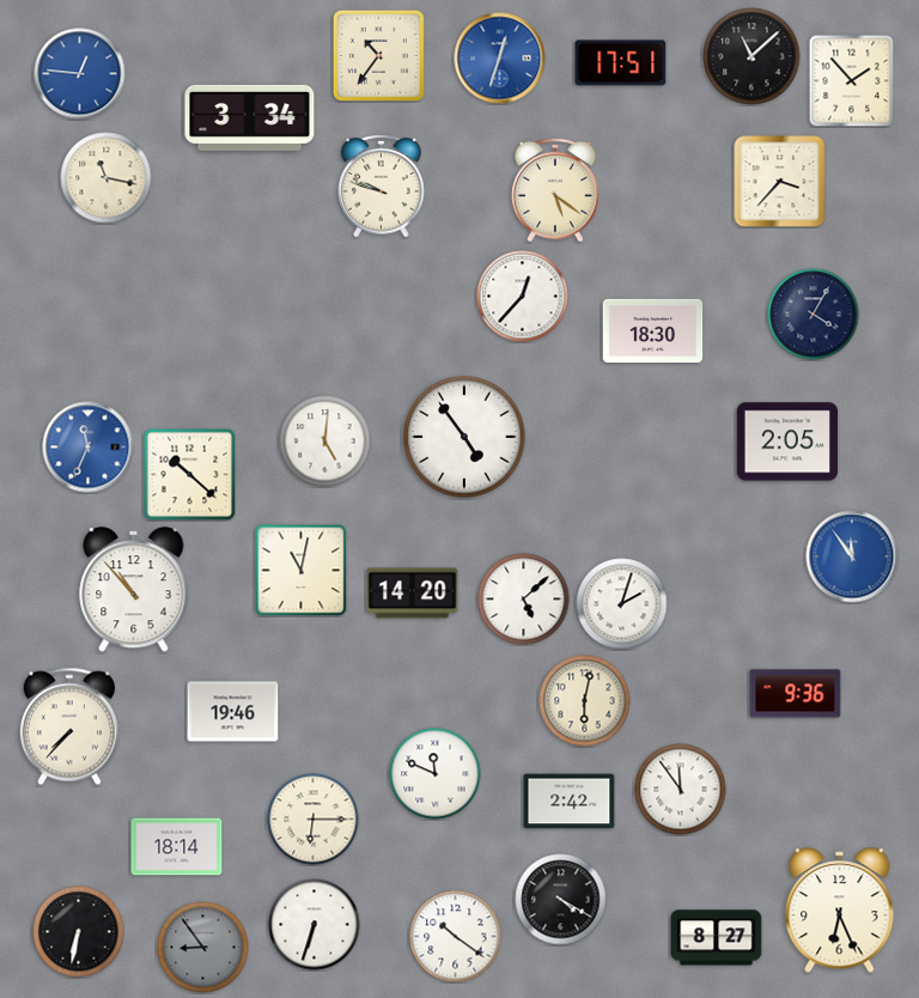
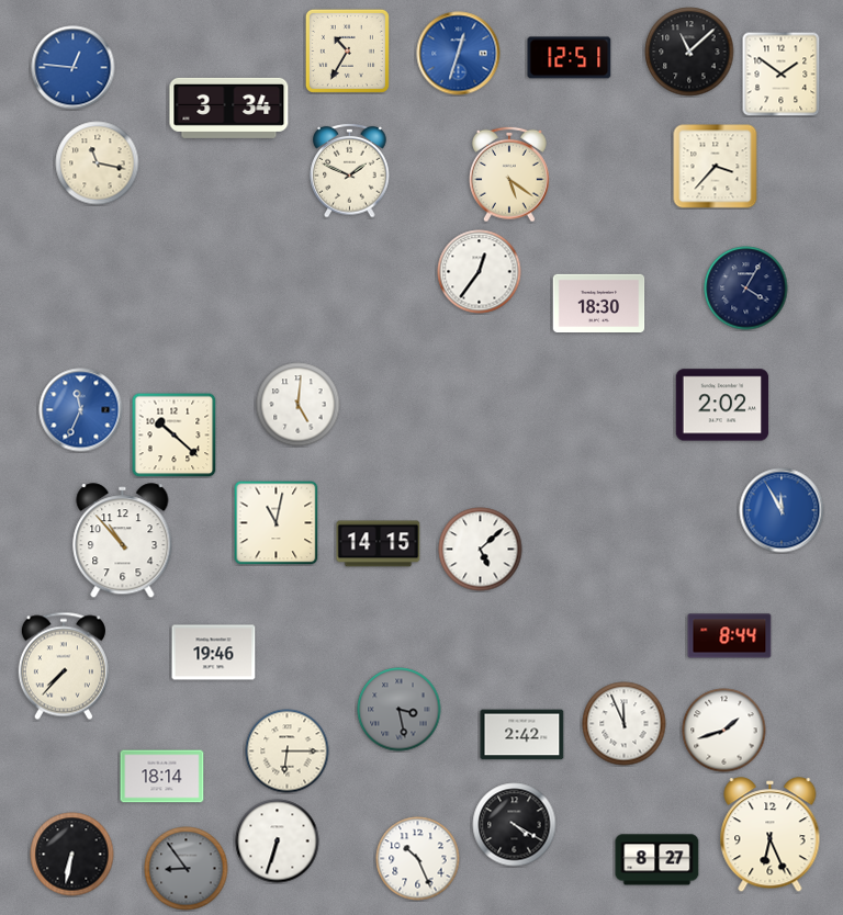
clock at (378, 55): 10:36 -> 10:35
clock at (621, 63): 17:51 -> 12:51
clock at (852, 80): 1:53 -> 1:51
clock at (382, 185): 9:48 -> 1:49
clock at (523, 297): 12:37 -> 12:36
clock at (464, 437): 4:54 -> none
clock at (787, 442): 2:05 -> 2:02
clock at (852, 556): 11:54 -> 11:55
clock at (413, 594): 14:20 -> 14:15
clock at (622, 604): 2:03 -> none
clock at (796, 694): 9:36 -> 8:44
clock at (585, 701): 6:02 -> none
clock at (436, 774): 11:49 -> 3:28
clock at (436, 774) dial: white -> grey
clock at (681, 790): 11:54 -> 11:56
clock at (724, 731): none -> 1:42
clock at (315, 925) position: (315, 925) -> (278, 841)
clock at (456, 937): 10:21 -> 10:26
